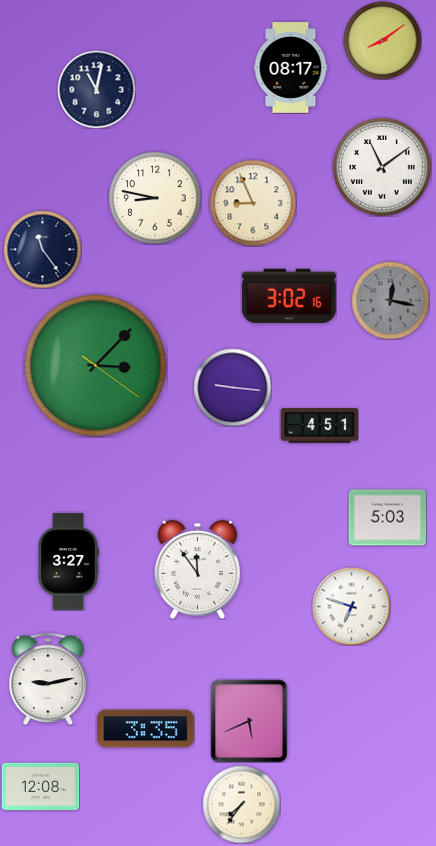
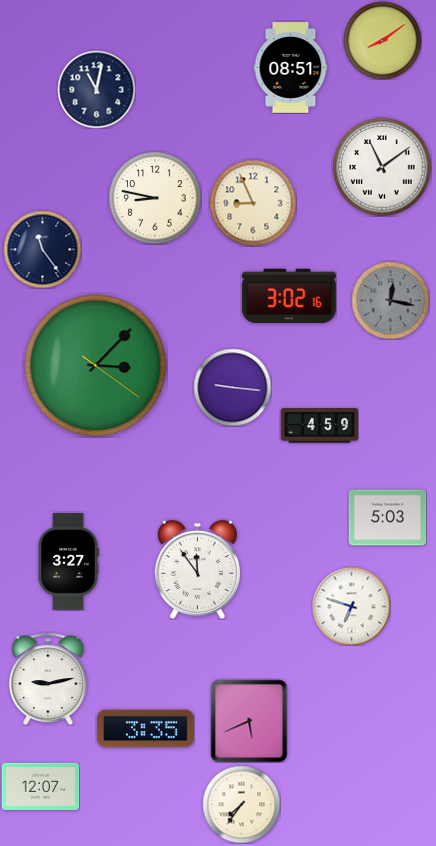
clock at (291, 68): 08:17 -> 08:51
clock at (319, 426): 4:51 -> 4:59
clock at (40, 786): 12:08 -> 12:07
